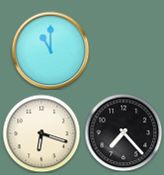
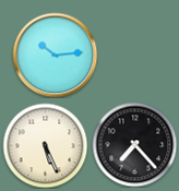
clock at (50, 50): 11:00 -> 10:14
clock at (41, 133): 6:18 -> 5:26
